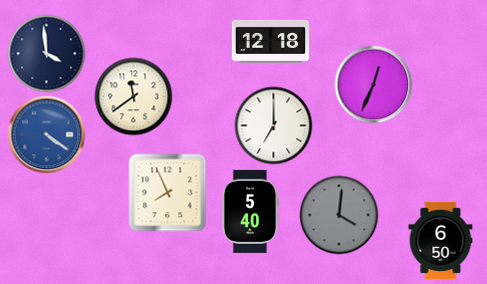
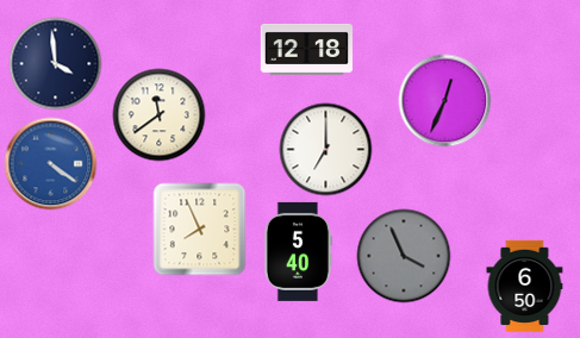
clock at (270, 41) position: (270, 41) -> (306, 49)
clock at (46, 134) position: (46, 134) -> (50, 163)
clock at (339, 215): 4:01 -> 3:56
